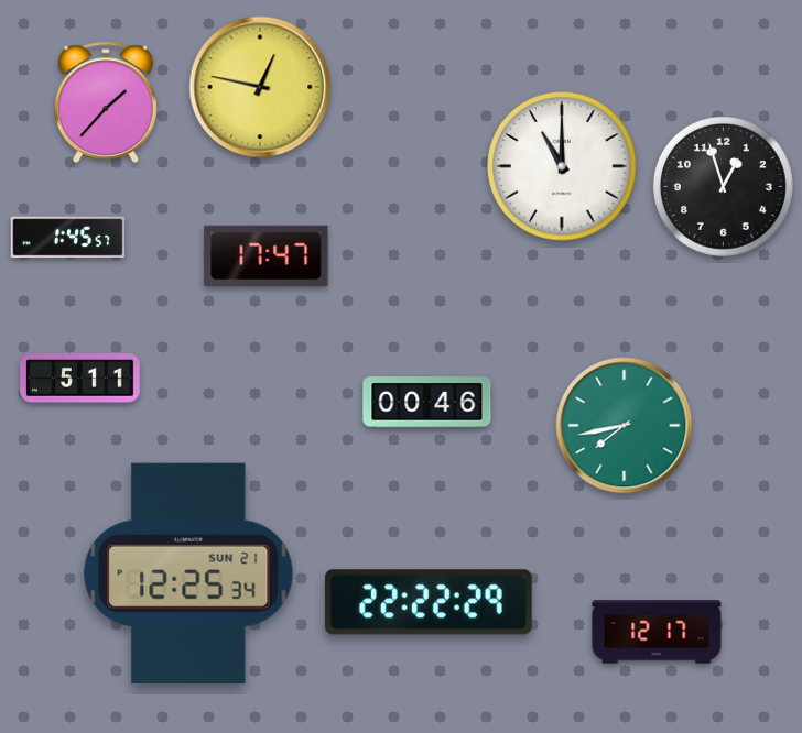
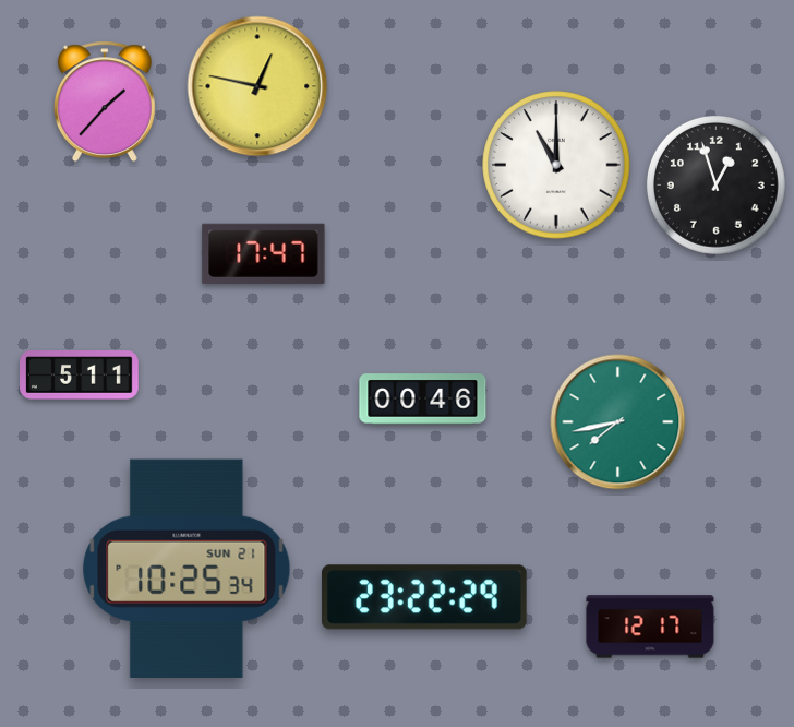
clock at (68, 238): 1:45 -> none
clock at (188, 572): 12:25 -> 10:25
clock at (429, 602): 22:22 -> 23:22
